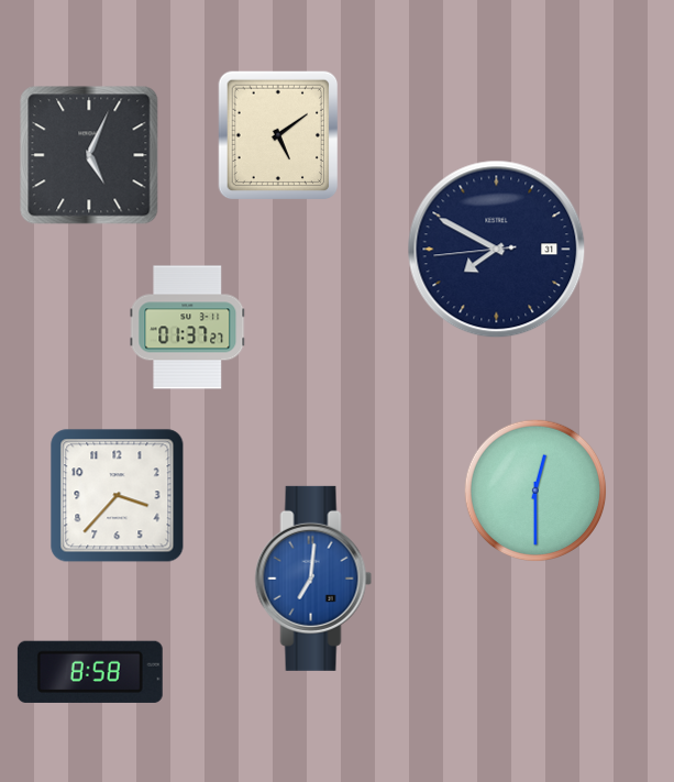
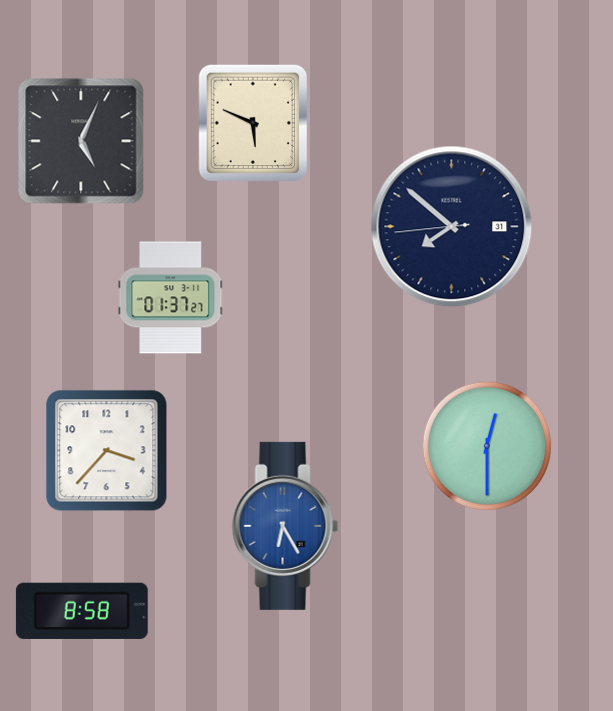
clock at (278, 135): 5:09 -> 5:49
clock at (497, 250): 7:49 -> 7:51
clock at (313, 579): 7:01 -> 6:25
